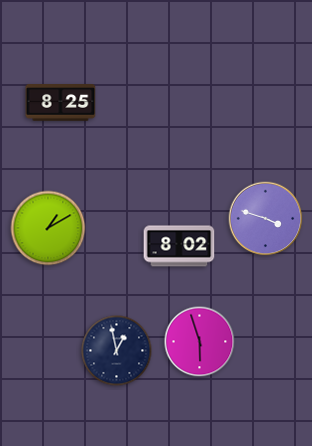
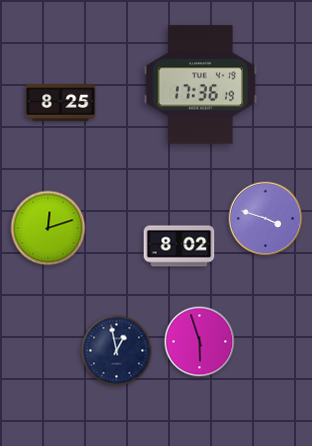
clock at (201, 85): none -> 17:36
clock at (48, 228): 1:10 -> 12:12
